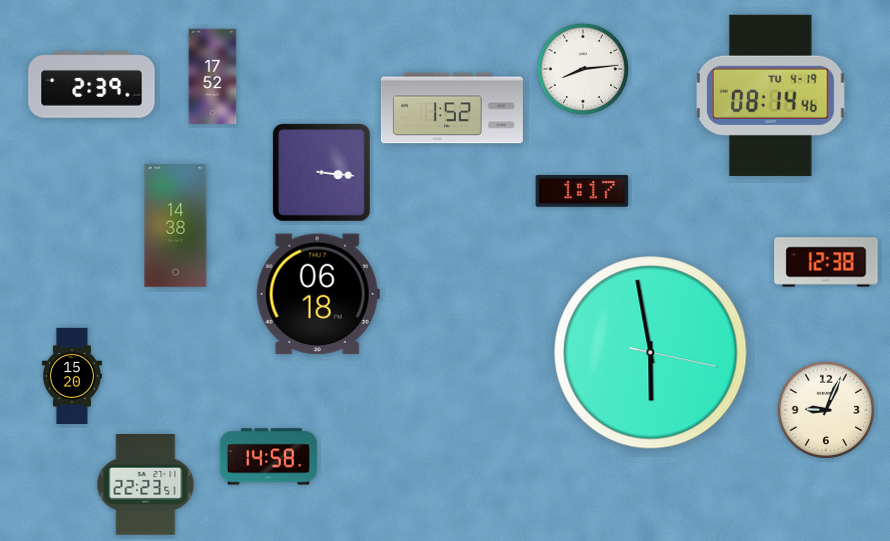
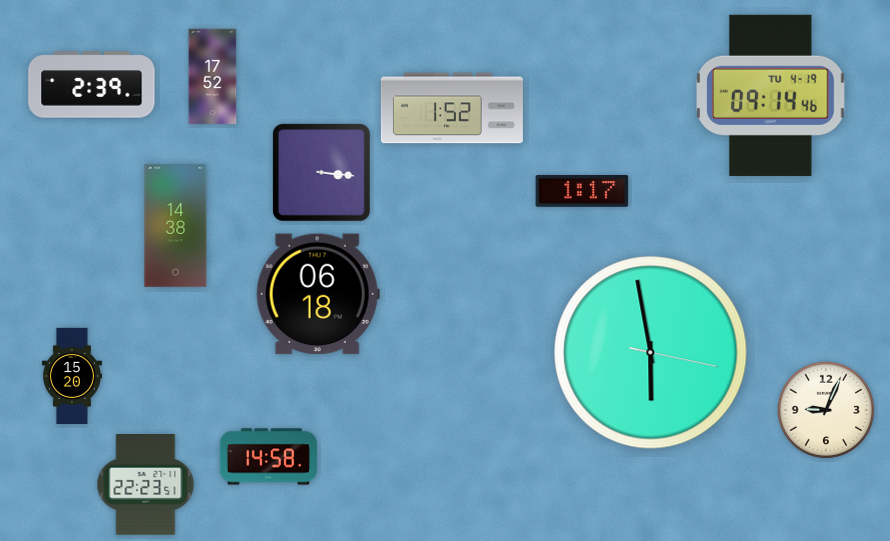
clock at (583, 69): 8:14 -> none
clock at (771, 95): 08:14 -> 09:14
clock at (826, 262): 12:38 -> none
